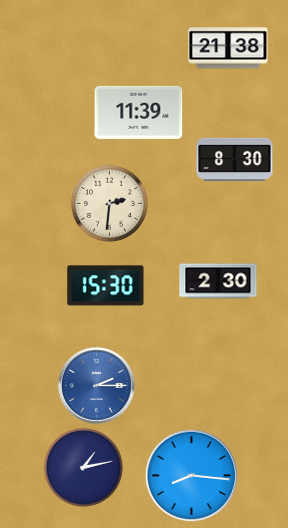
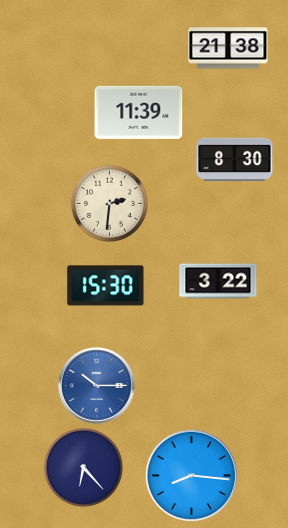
clock at (218, 281): 2:30 -> 3:22
clock at (97, 386): 2:15 -> 10:15
clock at (83, 467): 1:13 -> 6:23
